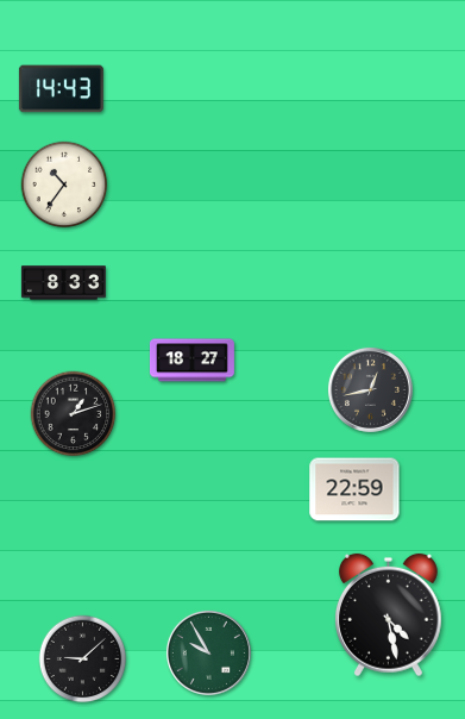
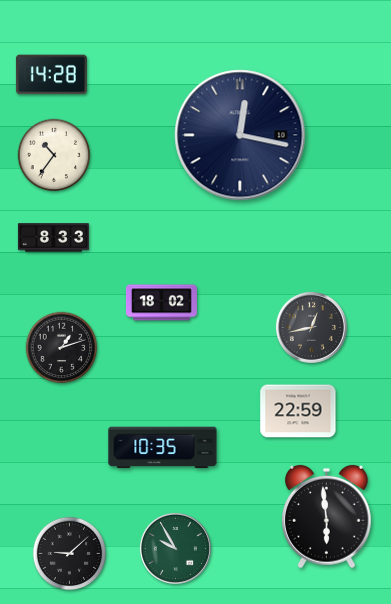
clock at (61, 89): 14:43 -> 14:28
clock at (240, 135): none -> 12:17
clock at (191, 361): 18:27 -> 18:02
clock at (163, 448): none -> 10:35
clock at (388, 615): 4:28 -> 5:59
